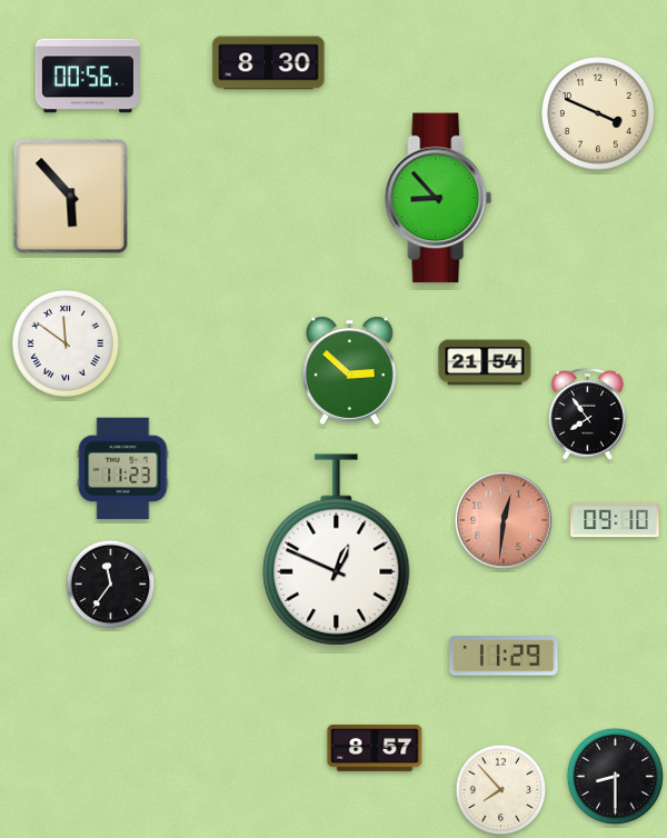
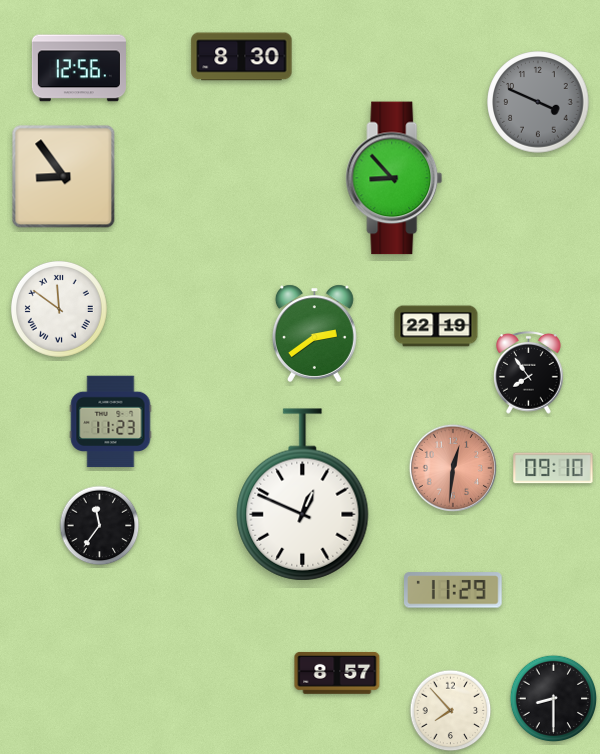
clock at (88, 76): 00:56 -> 12:56
clock at (598, 113) dial: cream -> grey
clock at (71, 197): 5:53 -> 8:54
clock at (485, 362): 21:54 -> 22:19
clock at (349, 370): 2:52 -> 2:39
